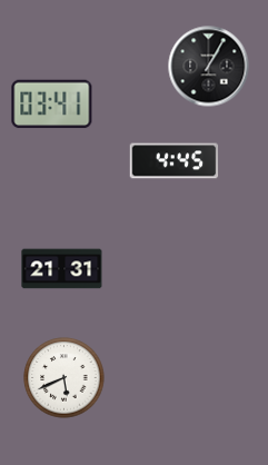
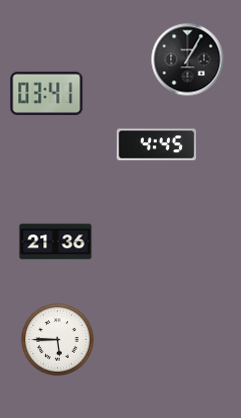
clock at (62, 269): 21:31 -> 21:36
clock at (64, 378): 5:41 -> 5:45
